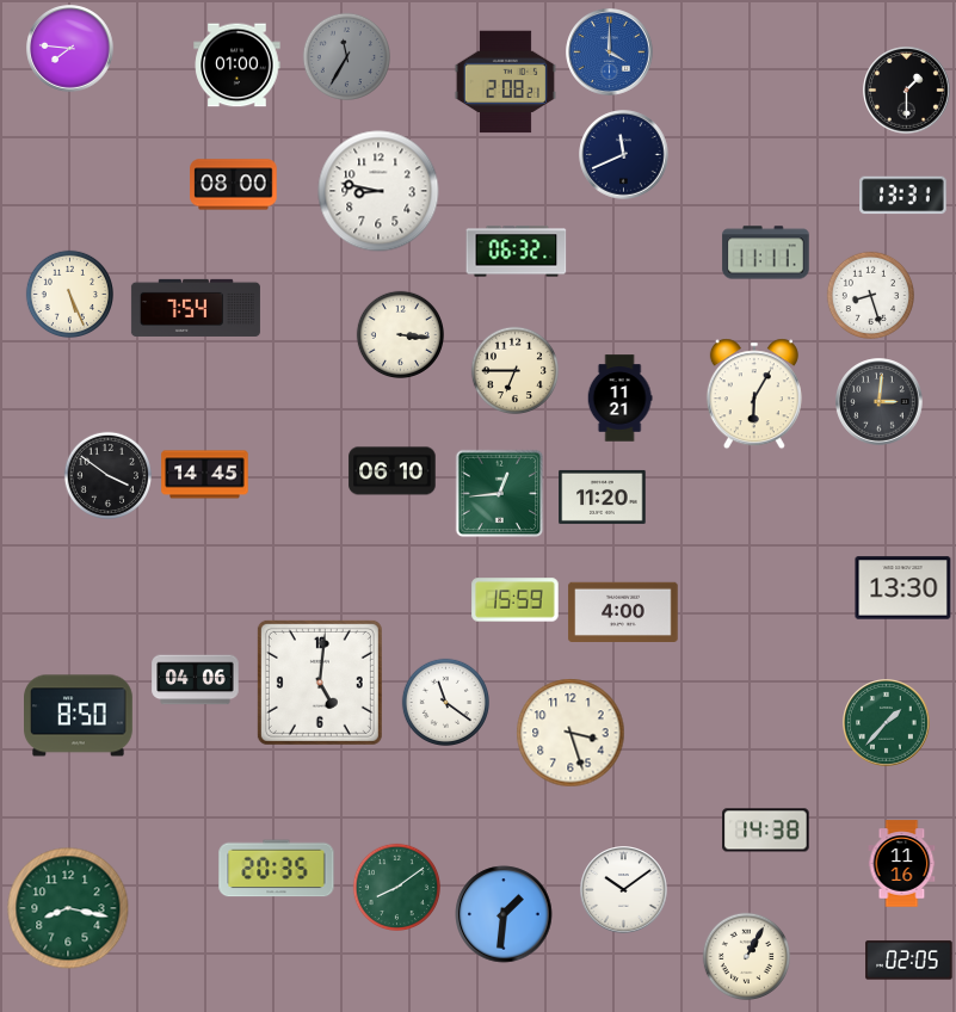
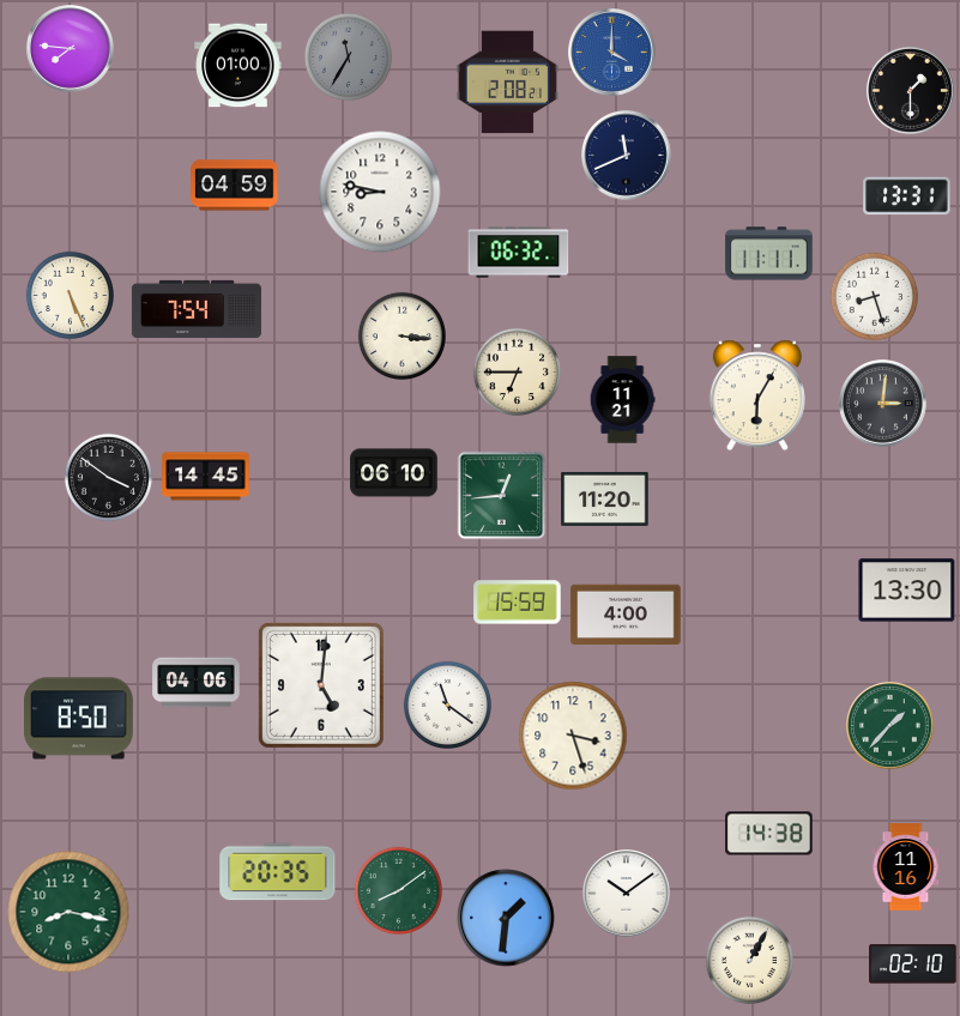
clock at (234, 185): 08:00 -> 04:59
clock at (909, 961): 02:05 -> 02:10
